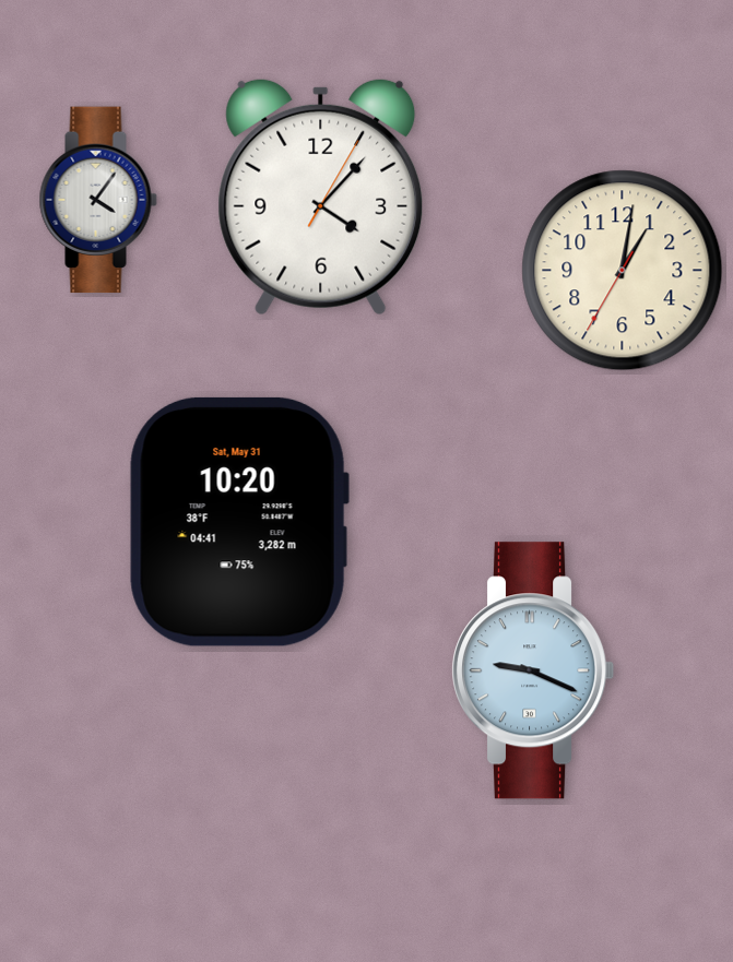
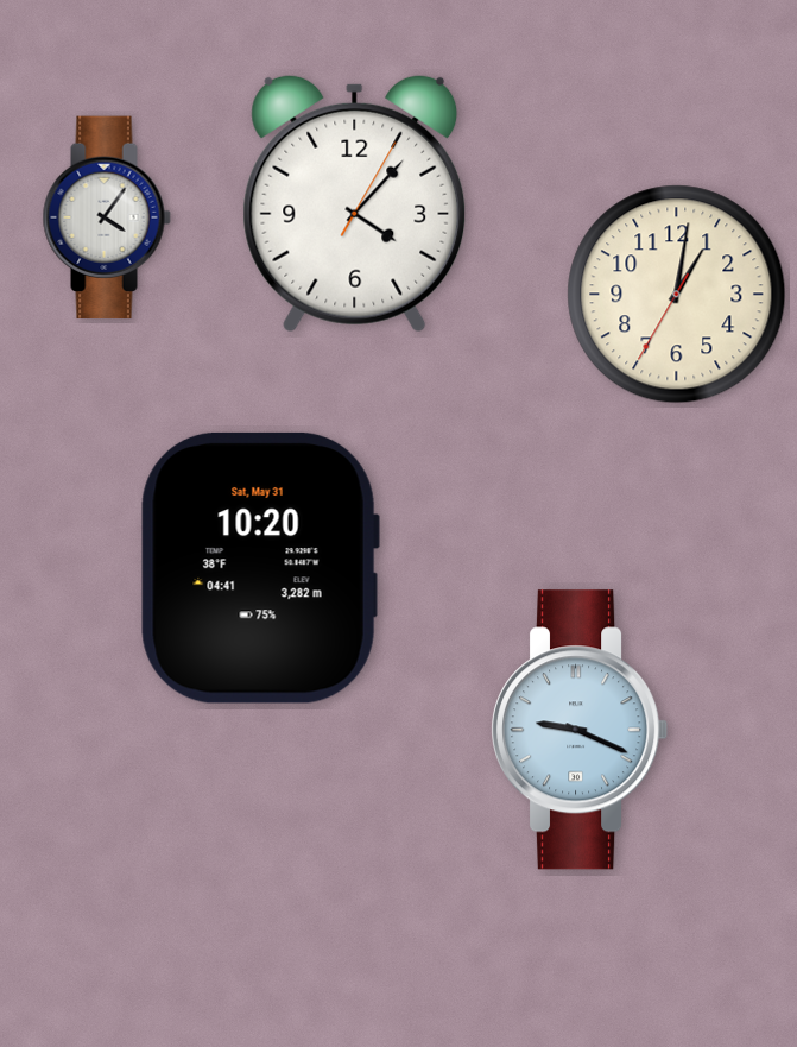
clock at (321, 197) position: (321, 197) -> (355, 203)
